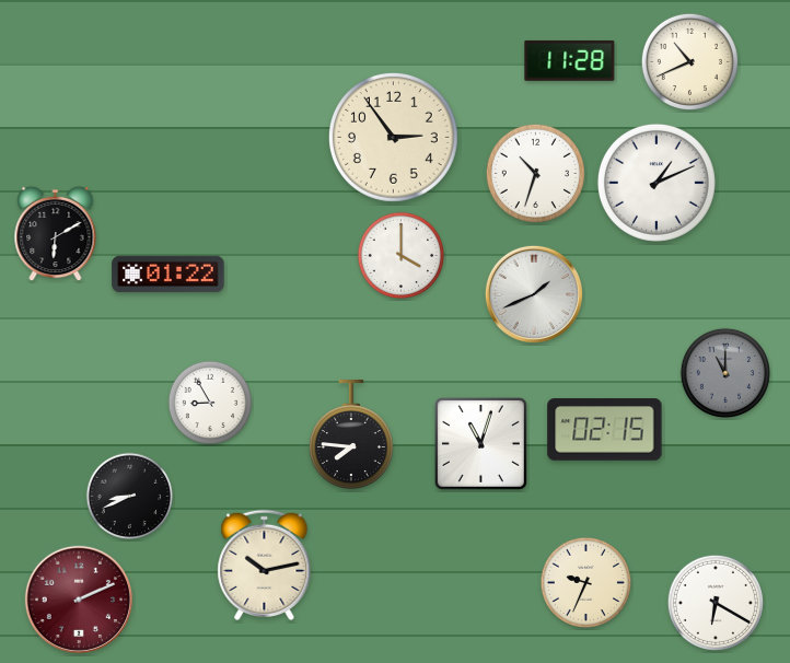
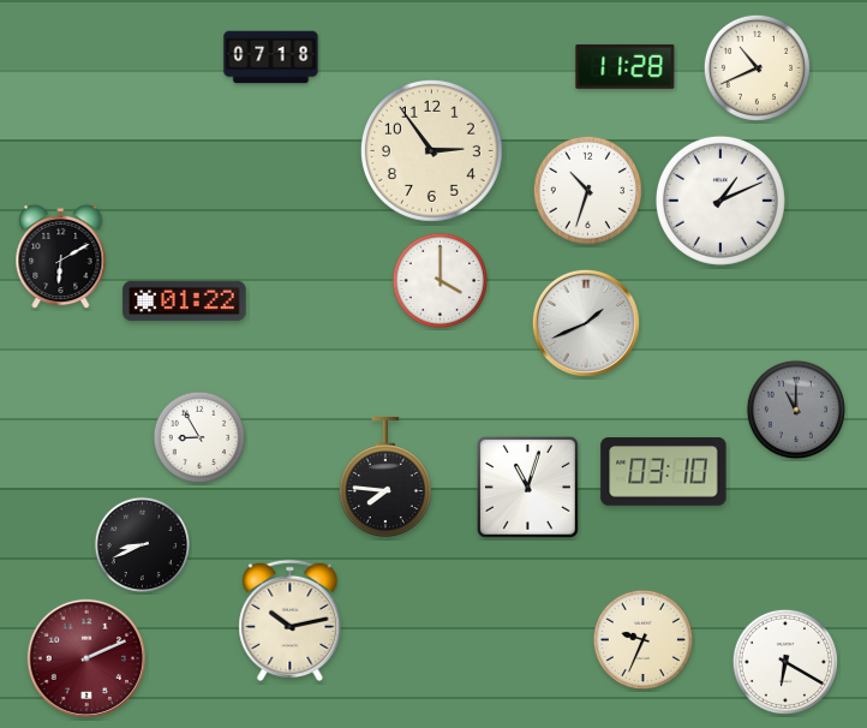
clock at (271, 58): none -> 07:18
clock at (210, 403) position: (210, 403) -> (199, 437)
clock at (605, 430): 02:15 -> 03:10
